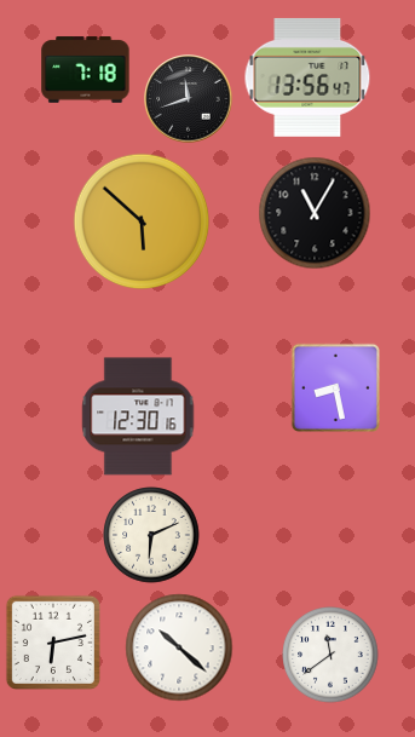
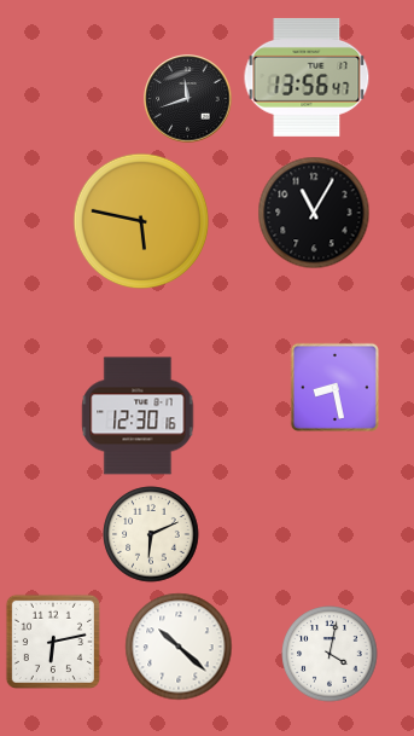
clock at (86, 70): 7:18 -> none
clock at (142, 221): 5:52 -> 5:47
clock at (330, 655): 11:39 -> 4:02
